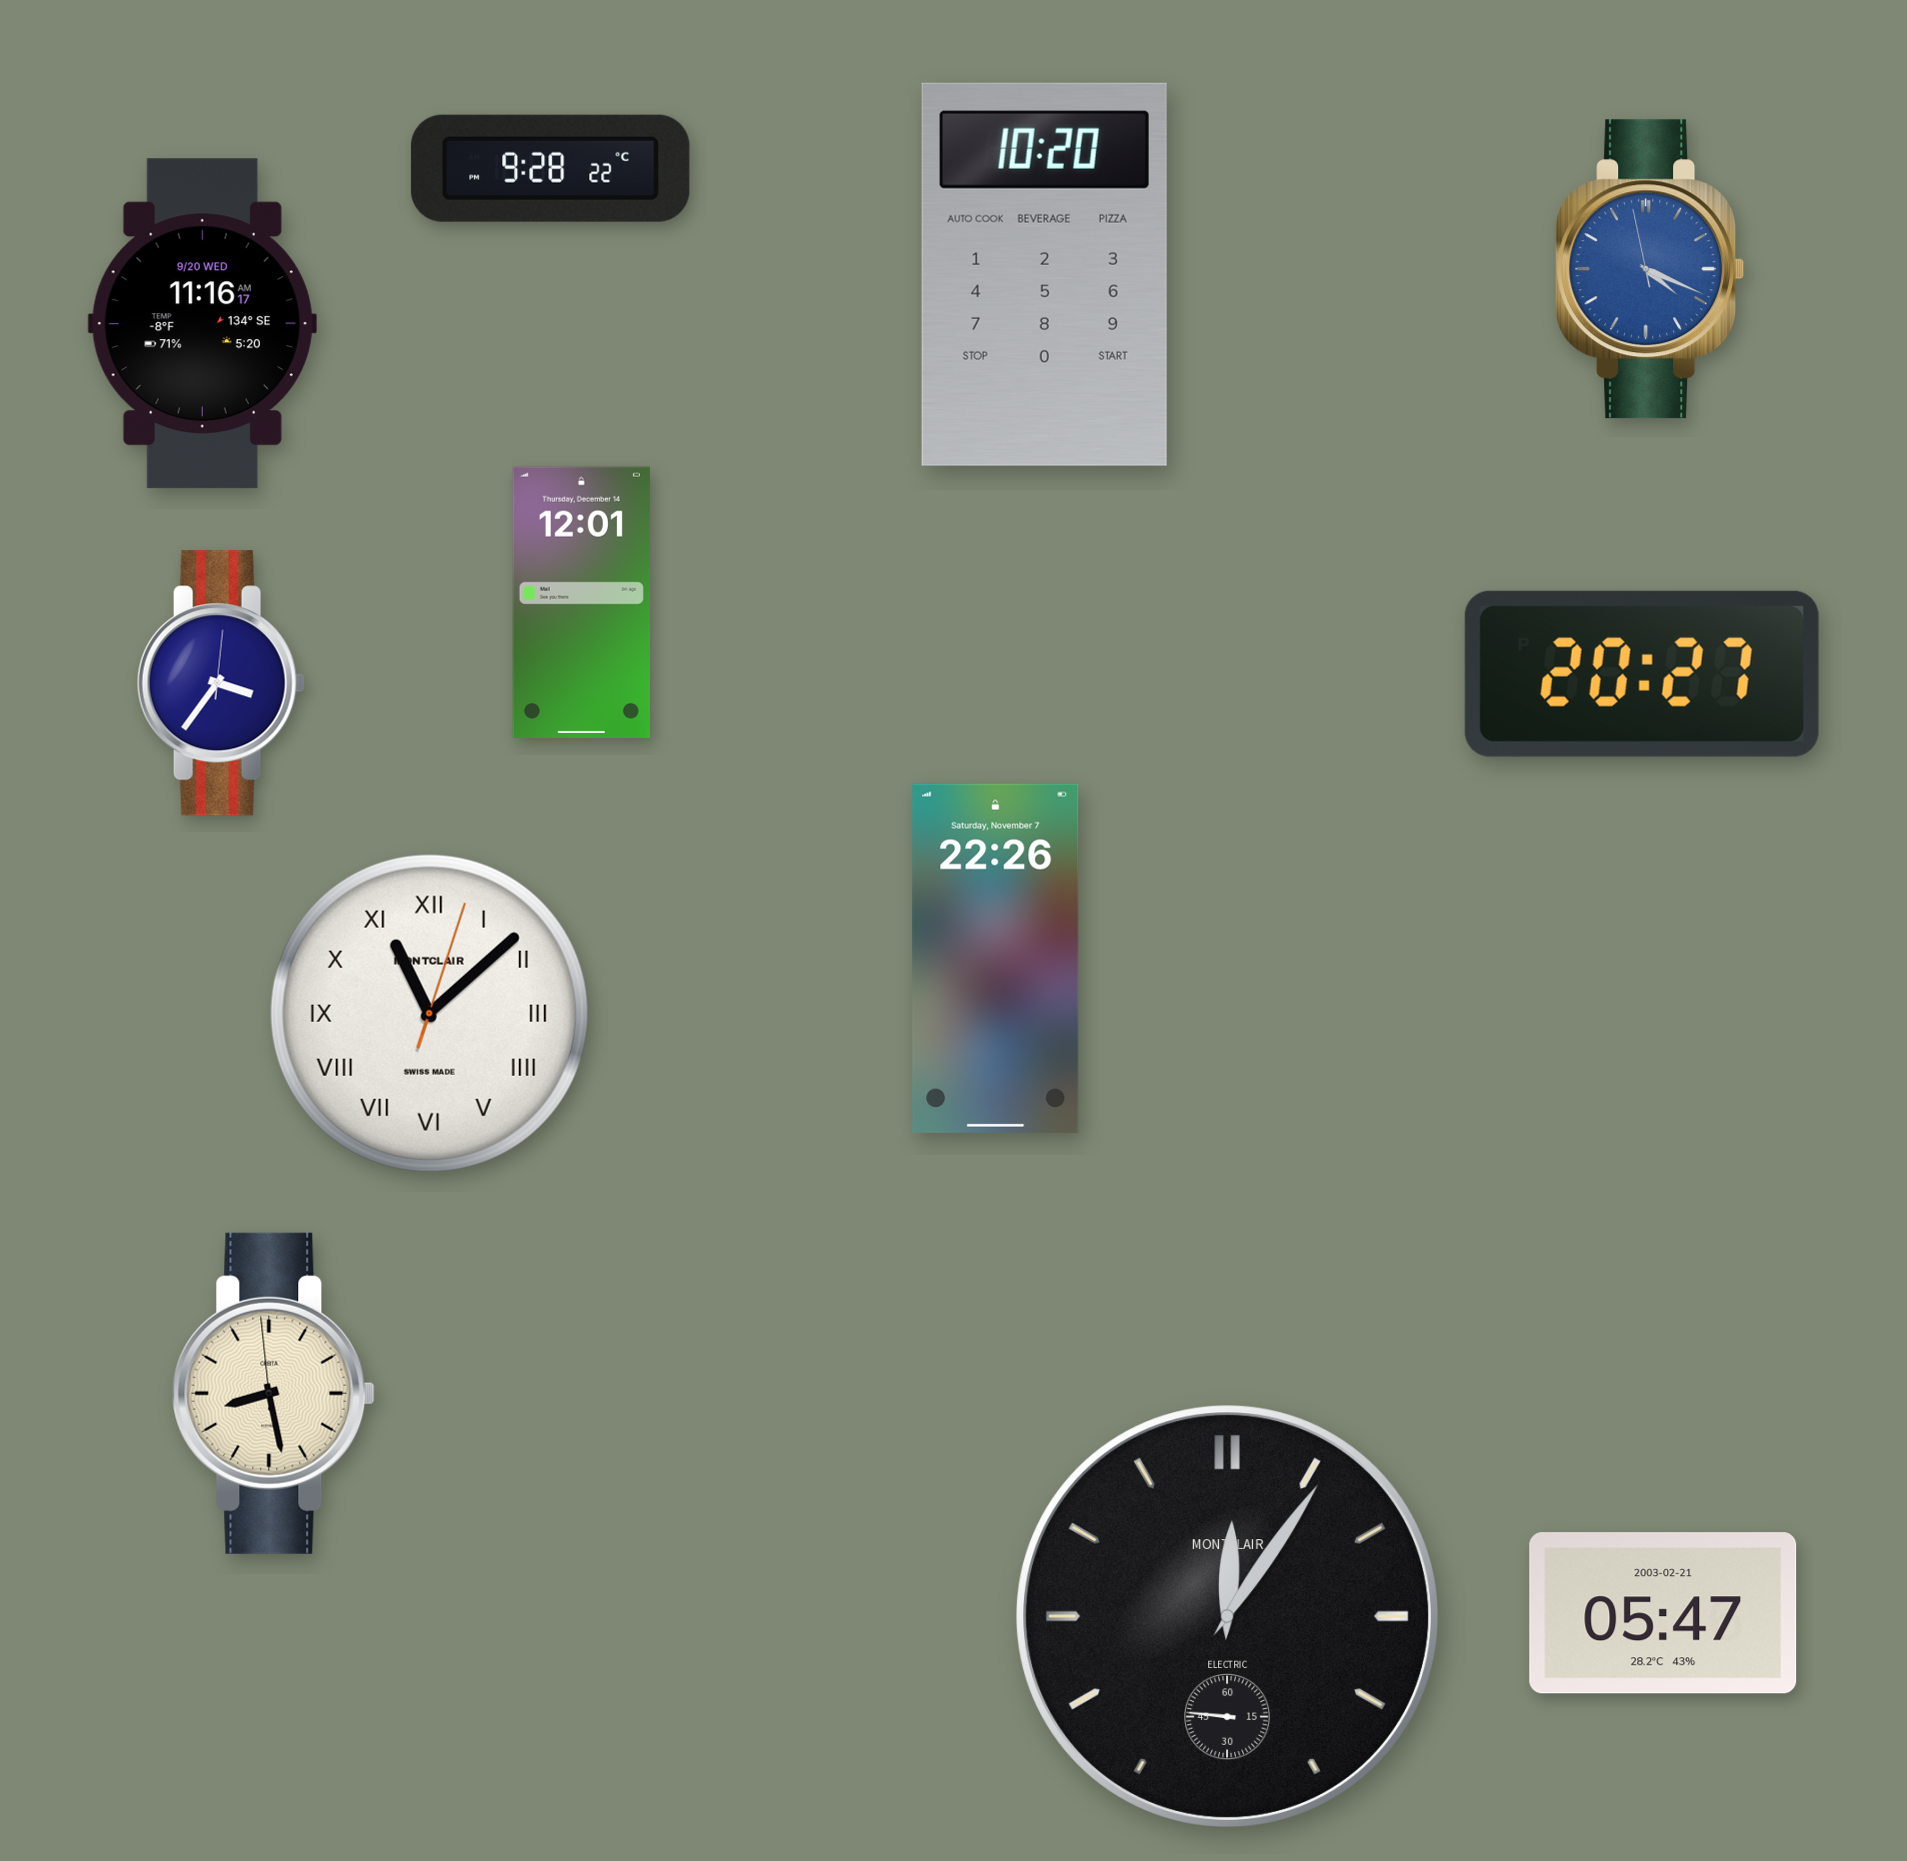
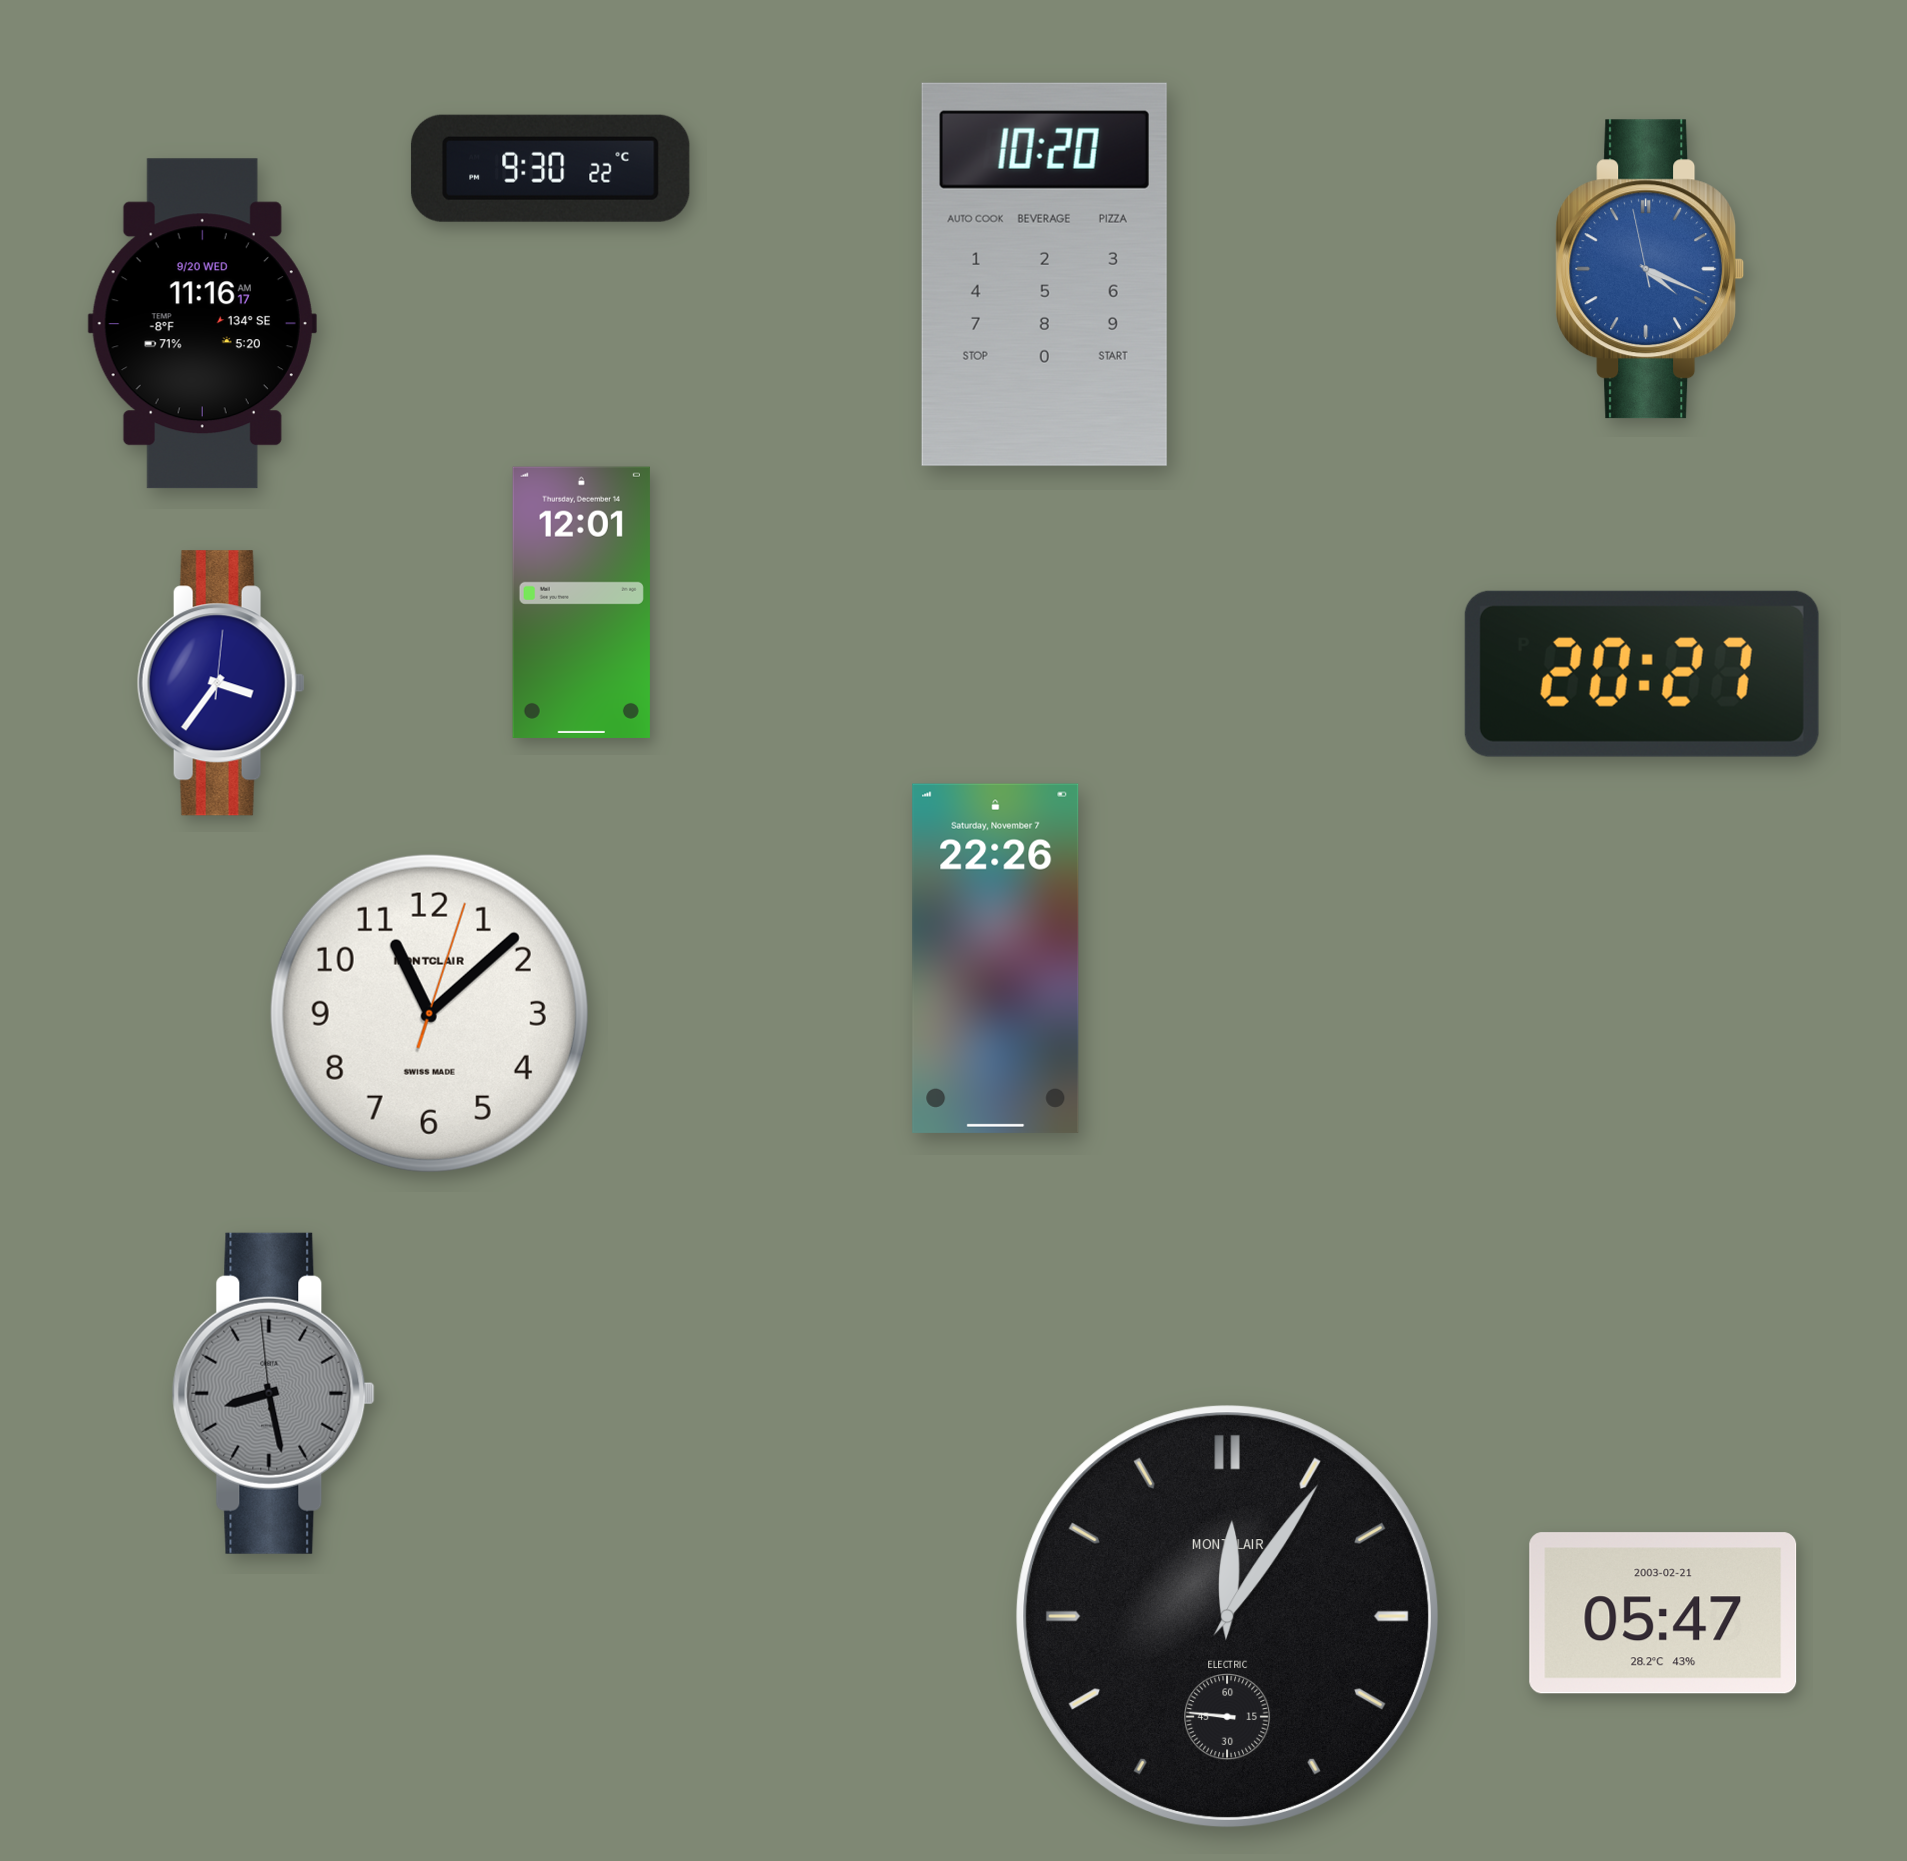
clock at (550, 168): 9:28 -> 9:30
clock at (429, 1013) numerals: Roman -> Arabic
clock at (273, 1393) dial: cream -> grey
